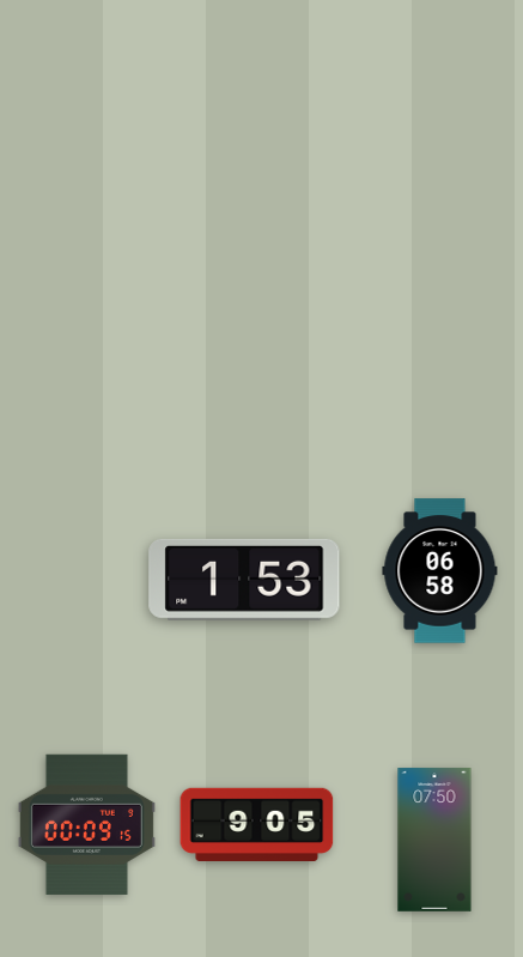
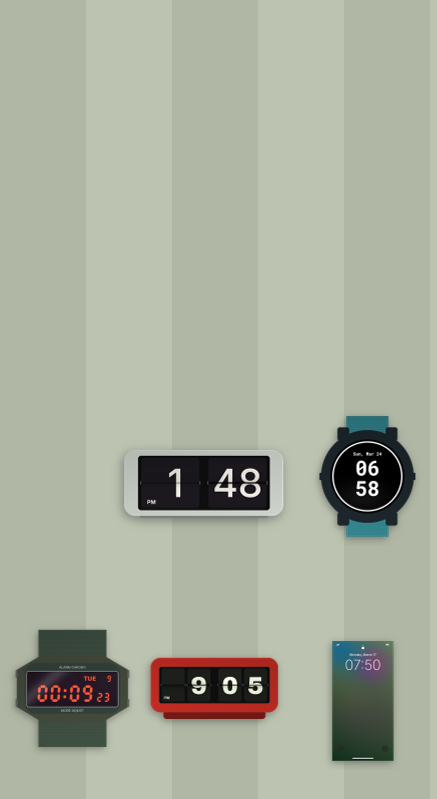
clock at (244, 580): 1:53 -> 1:48
clock at (86, 824): 00:09:15 -> 00:09:23
